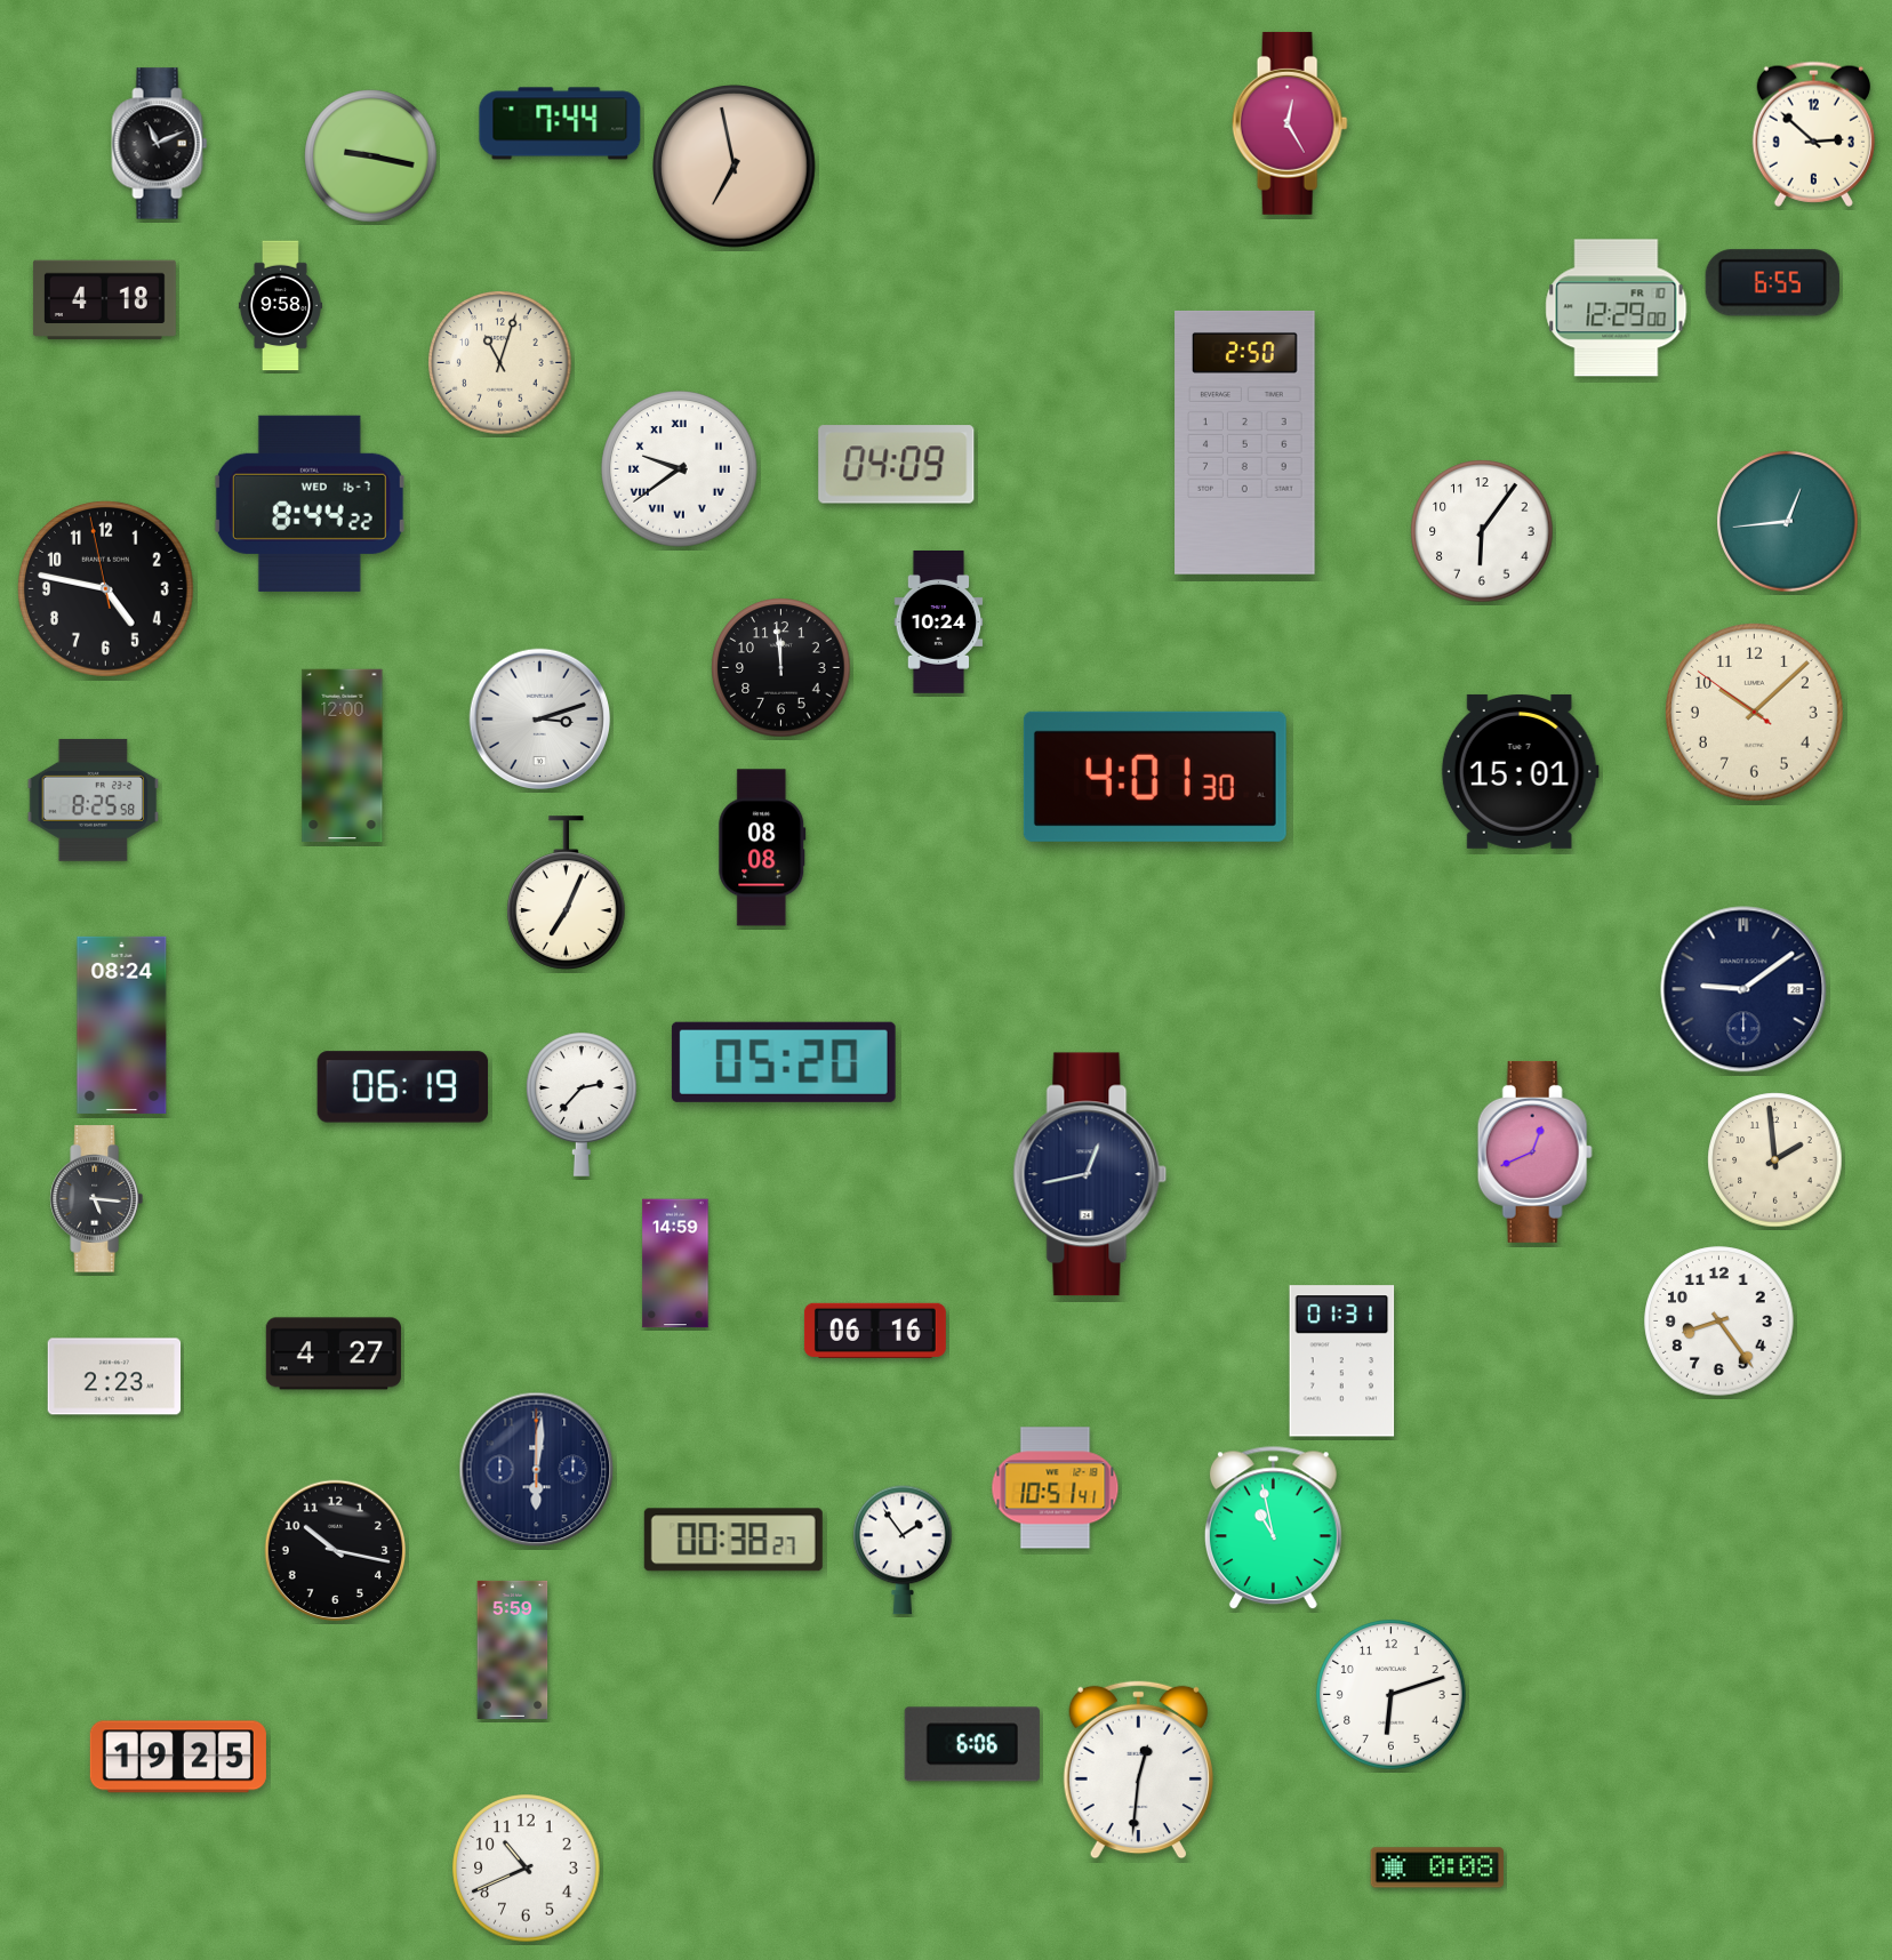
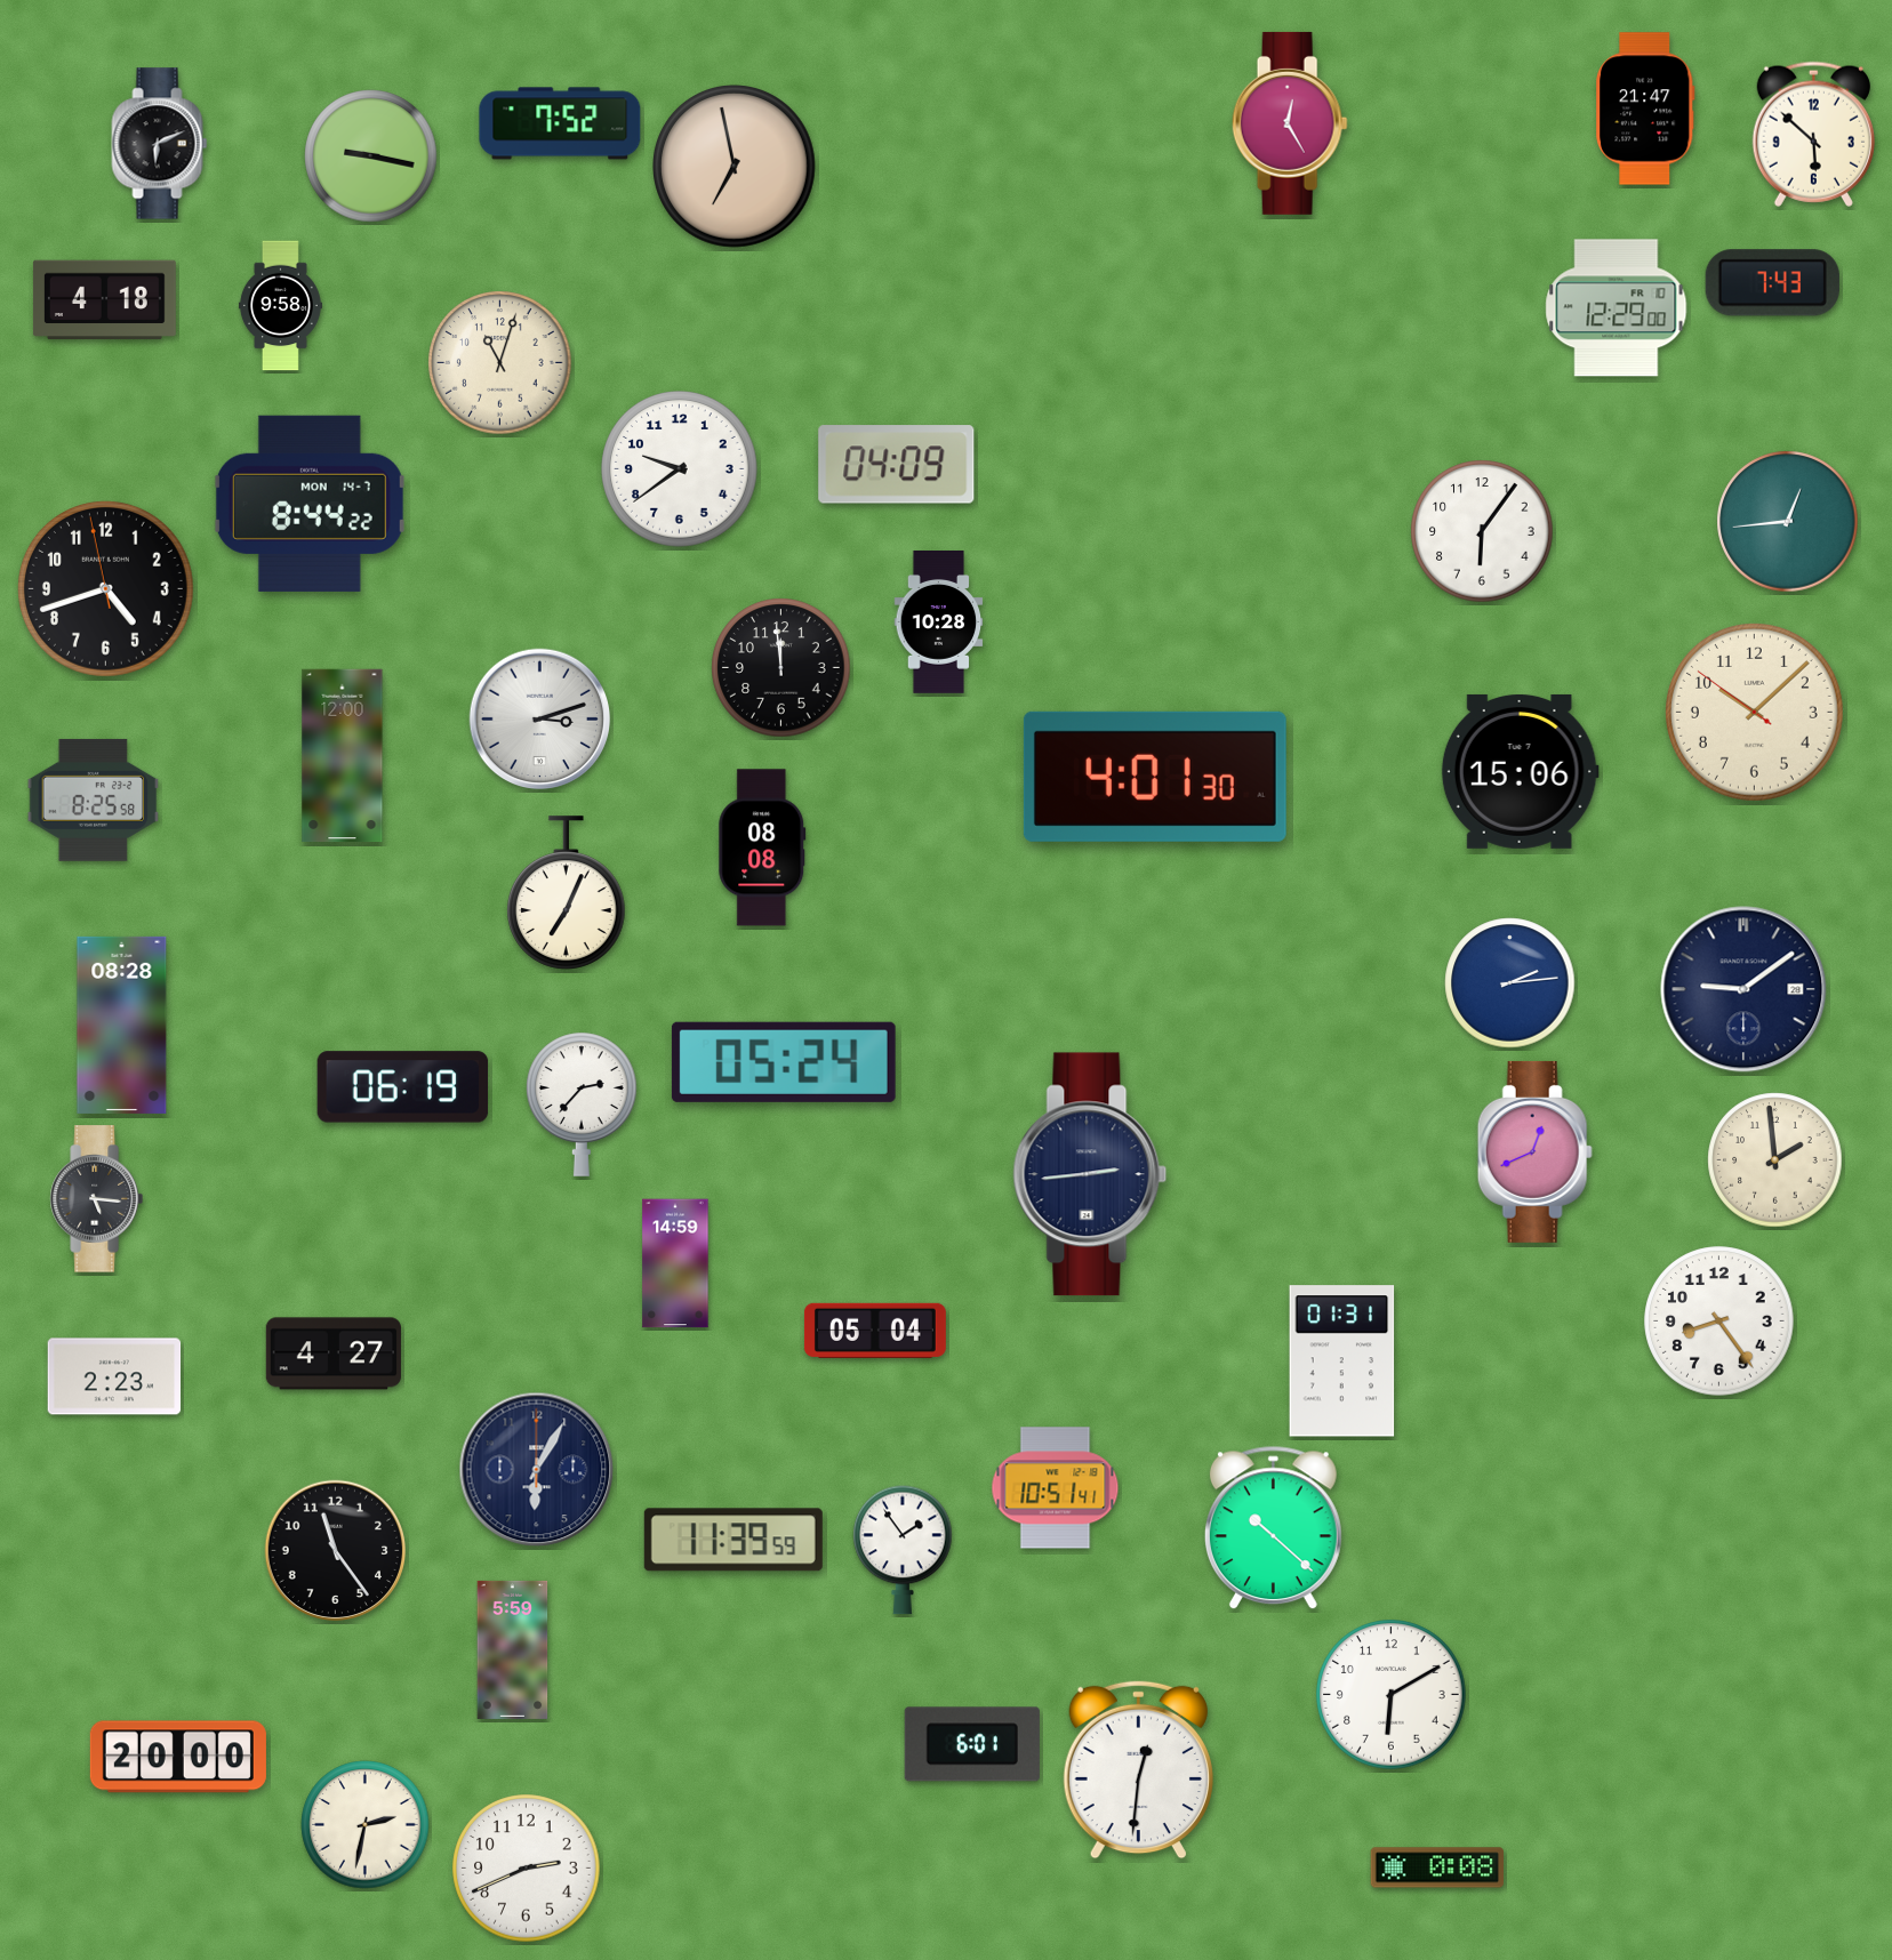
clock at (1645, 109): none -> 21:47
clock at (560, 123): 7:44 -> 7:52
clock at (1813, 134): 2:52 -> 5:52
clock at (160, 144): 11:11 -> 6:11
clock at (1772, 283): 6:55 -> 7:43
clock at (1245, 442): 2:50 -> none
clock at (680, 469) numerals: Roman -> Arabic
clock at (310, 504) date: WED 16-7 -> MON 14-7
clock at (105, 588): 4:46 -> 4:41
clock at (939, 622): 10:24 -> 10:28
clock at (1520, 771): 15:01 -> 15:06
clock at (1510, 983): none -> 2:14
clock at (122, 1025): 08:24 -> 08:28
clock at (784, 1062): 05:20 -> 05:24
clock at (1090, 1174): 12:43 -> 2:44
clock at (875, 1331): 06:16 -> 05:04
clock at (537, 1470): 6:01 -> 6:05
clock at (1273, 1528): 10:58 -> 10:22
clock at (733, 1540): 00:38 -> 11:39
clock at (336, 1551): 10:17 -> 11:24
clock at (1392, 1695): 6:12 -> 6:10
clock at (972, 1744): 6:06 -> 6:01
clock at (178, 1757): 19:25 -> 20:00
clock at (366, 1825): none -> 2:32
clock at (527, 1869): 10:41 -> 2:41
